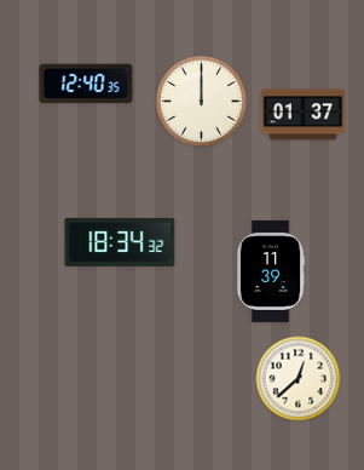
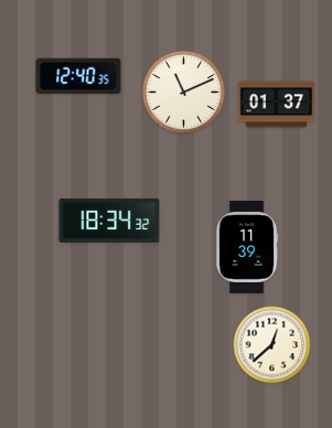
clock at (201, 101): 12:00 -> 11:11
